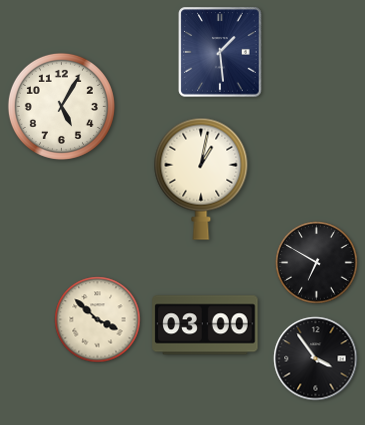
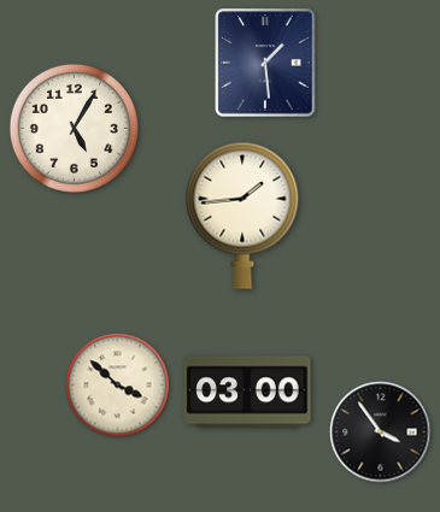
clock at (201, 179): 1:02 -> 1:44
clock at (317, 263): 6:50 -> none
